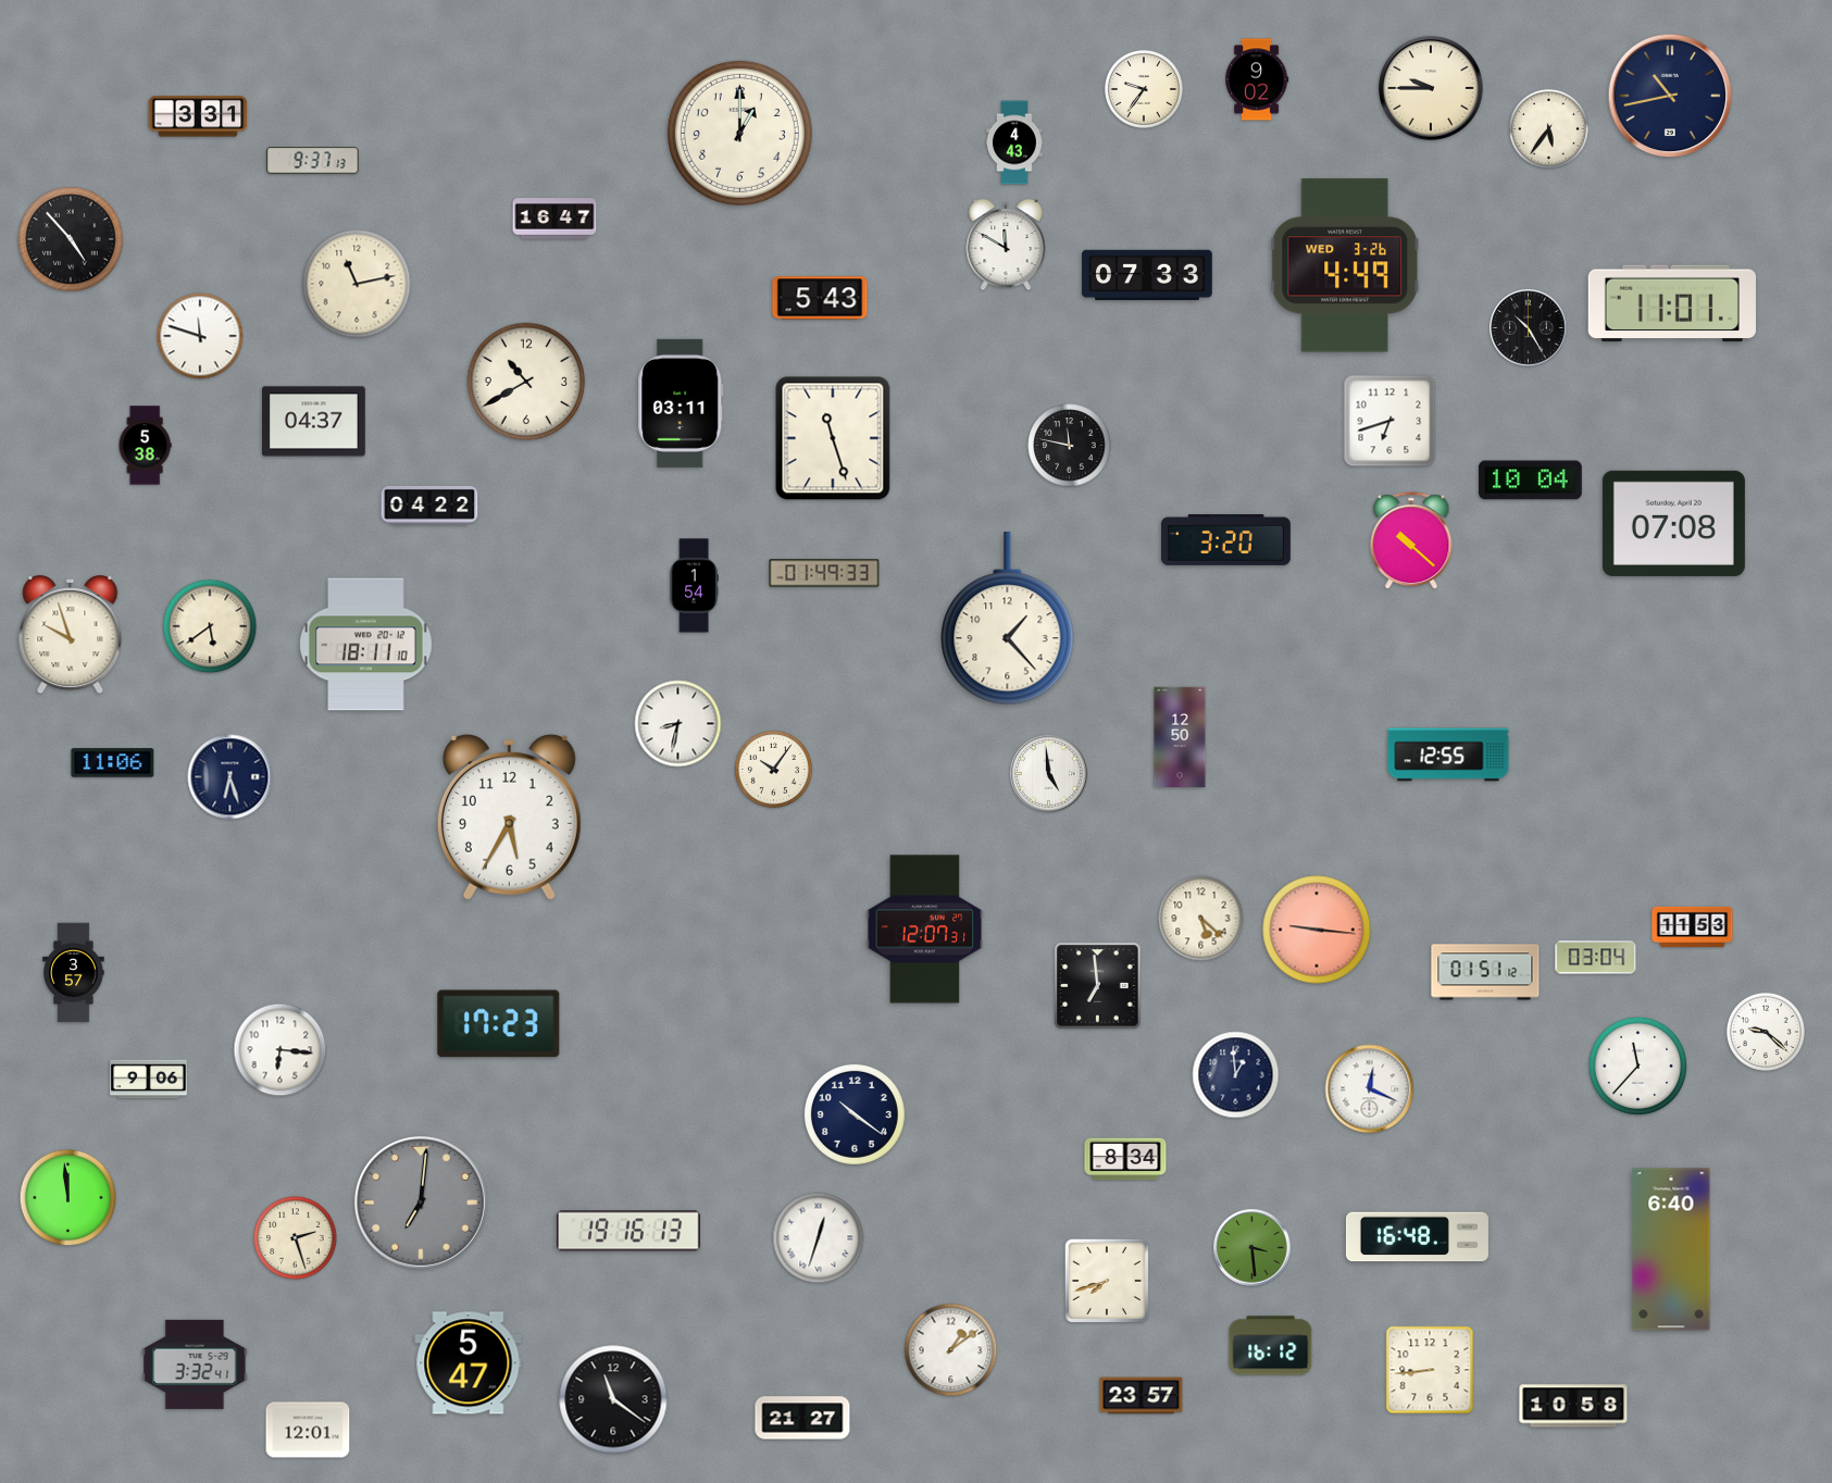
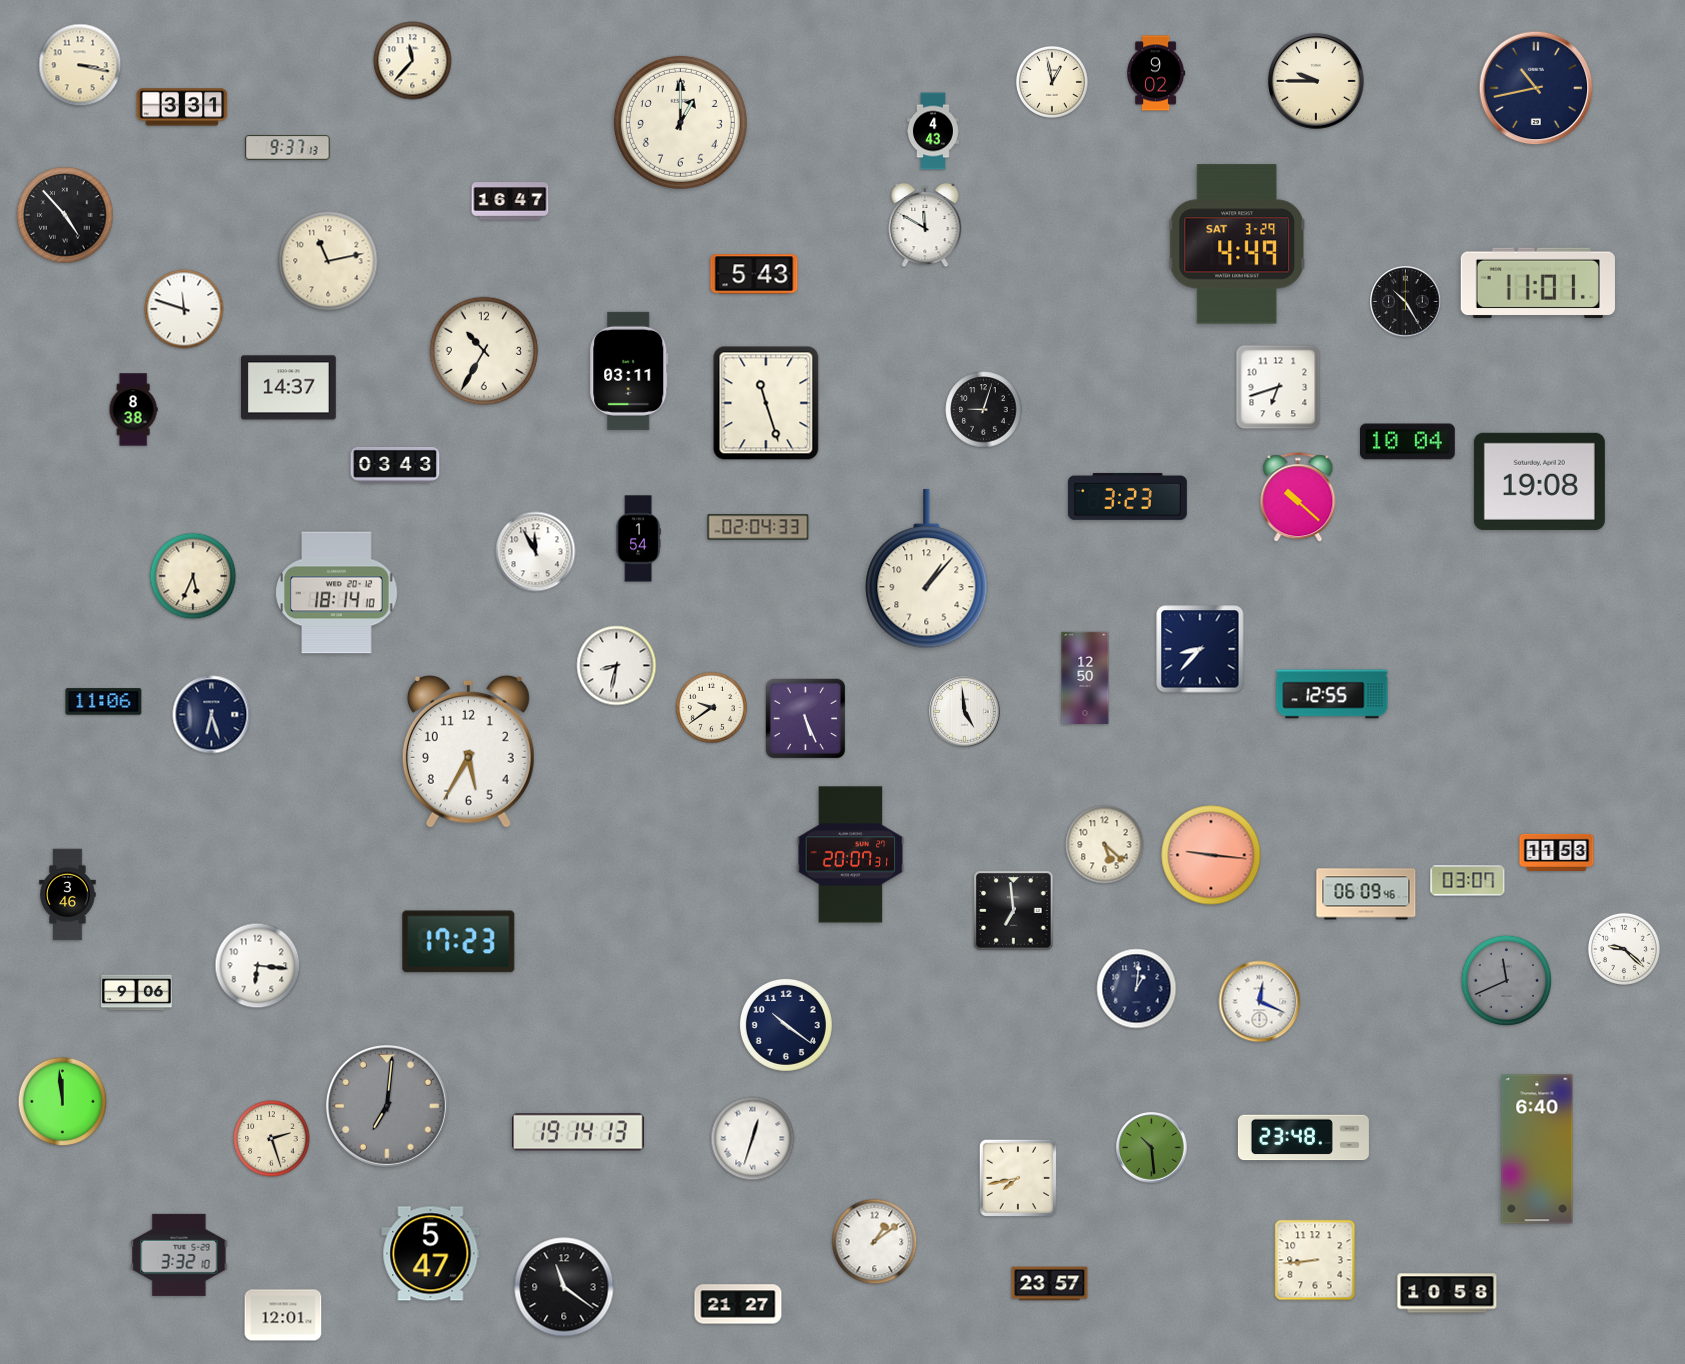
clock at (413, 61): none -> 11:37
clock at (80, 65): none -> 3:17
clock at (1144, 89): 9:36 -> 12:58
clock at (1549, 129): 5:36 -> none
clock at (71, 239) position: (71, 239) -> (65, 215)
clock at (1345, 265) date: WED 3-26 -> SAT 3-29
clock at (1147, 275): 07:33 -> none
clock at (1672, 303) position: (1672, 303) -> (1538, 283)
clock at (526, 382): 10:40 -> 10:35
clock at (681, 403) position: (681, 403) -> (629, 371)
clock at (314, 422): 04:37 -> 14:37
clock at (145, 446): 5:38 -> 8:38
clock at (1070, 446): 11:47 -> 9:03
clock at (429, 507): 04:22 -> 03:43
clock at (1673, 523): 07:08 -> 19:08
clock at (1225, 539): 3:20 -> 3:23
clock at (824, 573): 01:49 -> 02:04
clock at (536, 552): none -> 11:55
clock at (1008, 619): 1:23 -> 1:07
clock at (210, 626): 5:39 -> 5:34
clock at (71, 636): 9:57 -> none
clock at (366, 645): 18:11 -> 18:14
clock at (1200, 649): none -> 8:37
clock at (678, 724) position: (678, 724) -> (617, 666)
clock at (773, 769): 10:06 -> 9:39
clock at (806, 719): none -> 5:26
clock at (925, 930): 12:07 -> 20:07
clock at (1596, 958): 03:04 -> 03:07
clock at (1485, 972): 01:51 -> 06:09
clock at (74, 973): 3:57 -> 3:46
clock at (1098, 986) position: (1098, 986) -> (1014, 911)
clock at (1637, 1065): 11:37 -> 11:41
clock at (1637, 1065) dial: white -> grey
clock at (1236, 1075): 12:59 -> 1:01
clock at (1125, 1159): 8:34 -> none
clock at (628, 1231): 19:16 -> 19:14
clock at (1417, 1237): 16:48 -> 23:48
clock at (1253, 1248): 3:29 -> 10:29
clock at (1106, 1280): 7:42 -> 7:43
clock at (1271, 1346): 16:12 -> none
clock at (195, 1364): 3:32:41 -> 3:32:10
